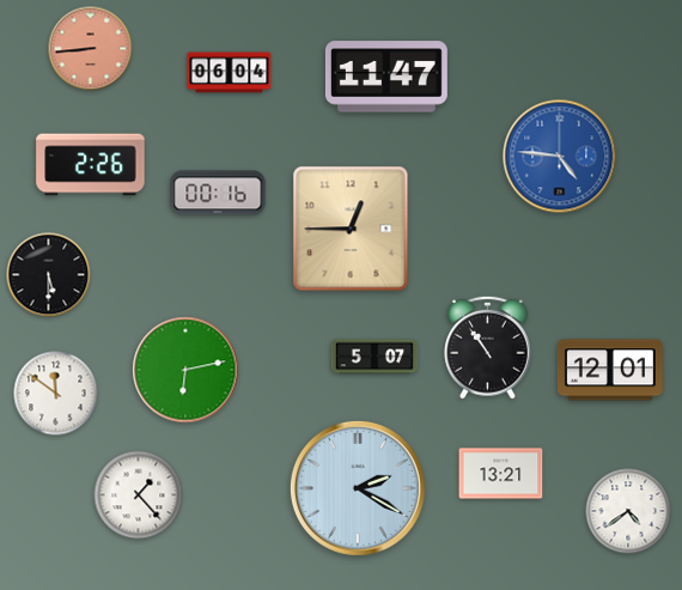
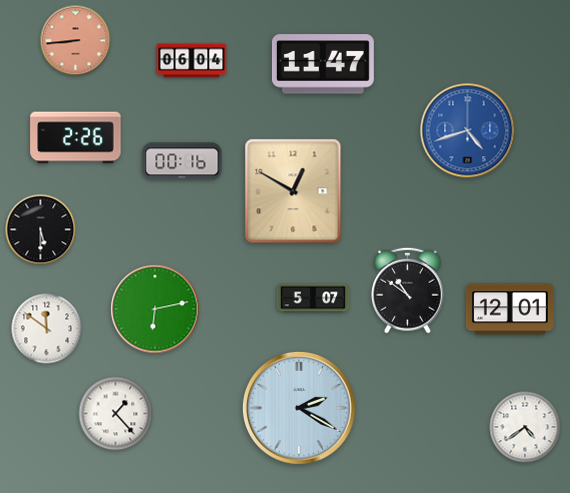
clock at (560, 157): 4:46 -> 4:42
clock at (351, 229): 12:45 -> 12:50
clock at (488, 347): 10:54 -> 10:51
clock at (501, 474): 13:21 -> none
